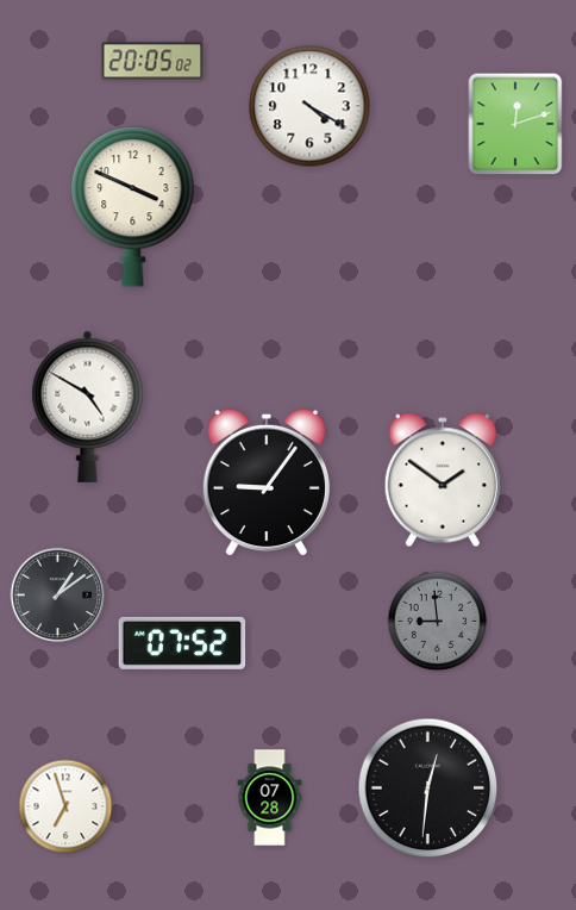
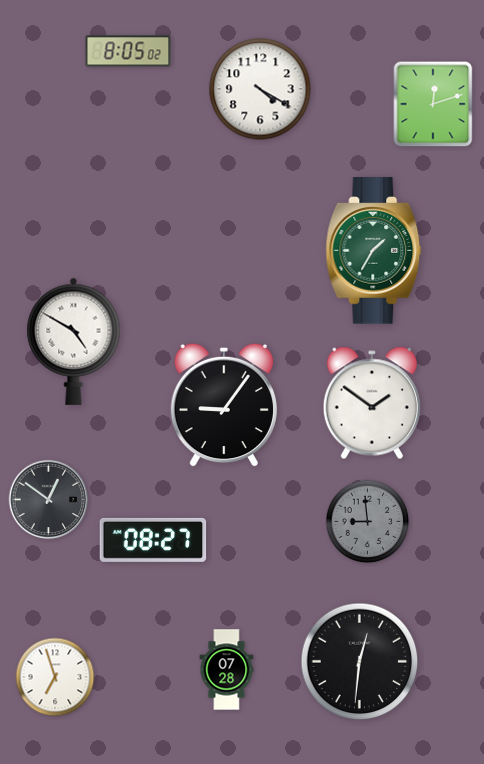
clock at (152, 61): 20:05 -> 8:05
clock at (133, 206): 3:49 -> none
clock at (374, 251): none -> 1:35
clock at (58, 596): 1:09 -> 12:51
clock at (182, 643): 07:52 -> 08:27
